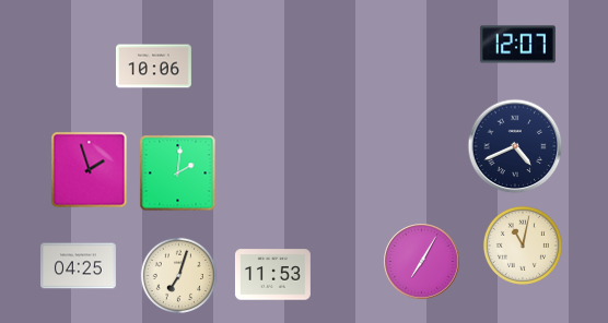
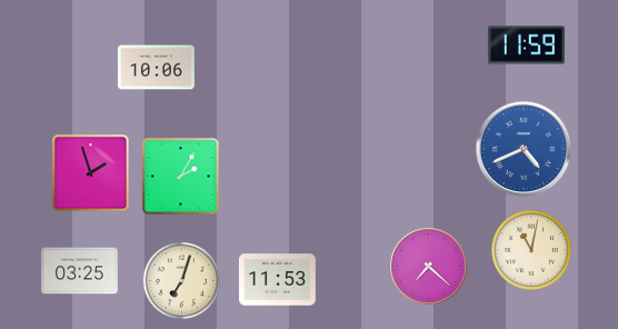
clock at (517, 45): 12:07 -> 11:59
clock at (515, 146) dial: navy -> blue
clock at (178, 174): 2:01 -> 2:05
clock at (422, 262): 7:05 -> 7:22
clock at (78, 266): 04:25 -> 03:25
